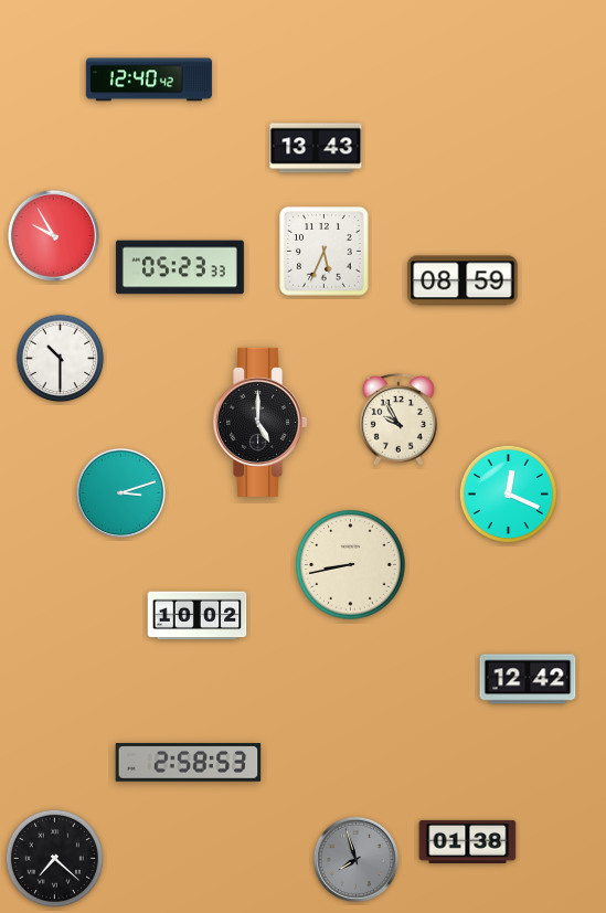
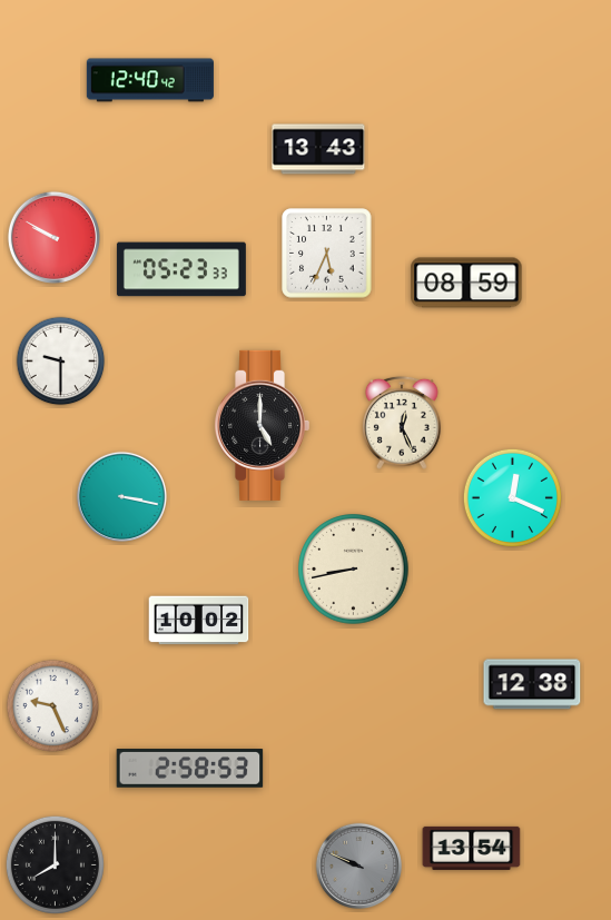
clock at (53, 235): 9:55 -> 9:50
clock at (61, 359): 10:30 -> 9:30
clock at (398, 420): 9:55 -> 12:26
clock at (120, 492): 3:12 -> 3:17
clock at (528, 679): 12:42 -> 12:38
clock at (53, 706): none -> 9:26
clock at (468, 841): 01:38 -> 13:54
clock at (54, 858): 7:22 -> 8:00
clock at (355, 859): 7:57 -> 9:49
